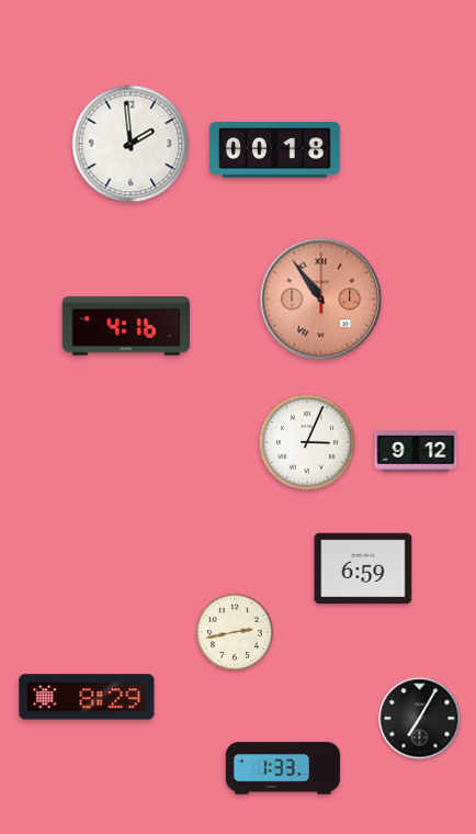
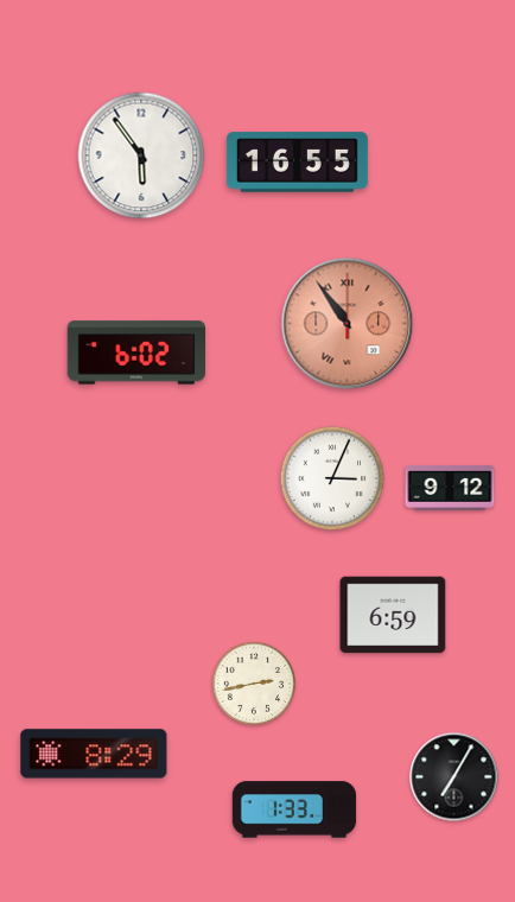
clock at (131, 144): 1:59 -> 5:54
clock at (274, 150): 00:18 -> 16:55
clock at (126, 326): 4:16 -> 6:02
clock at (283, 768) position: (283, 768) -> (294, 809)
